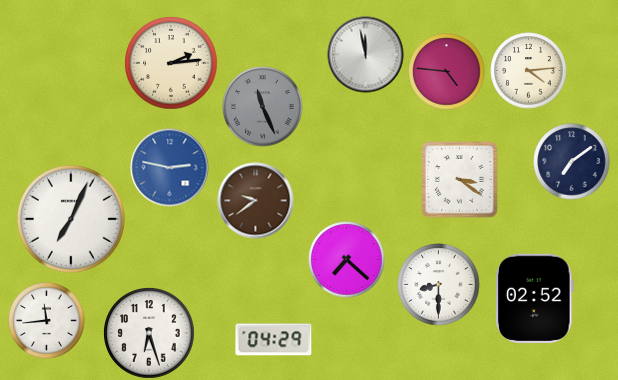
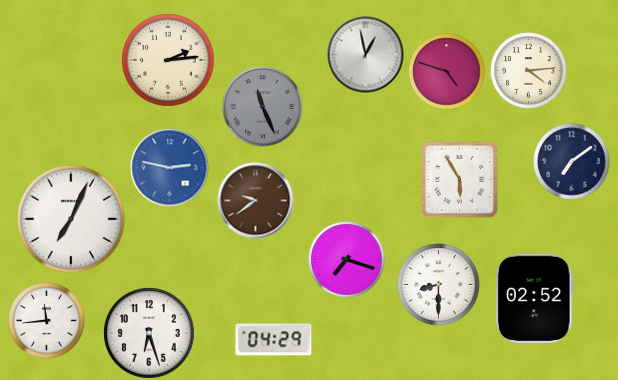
clock at (366, 55): 11:58 -> 12:58
clock at (171, 63) position: (171, 63) -> (168, 60)
clock at (447, 72): 4:46 -> 4:48
clock at (460, 180): 3:21 -> 5:55
clock at (347, 260): 7:22 -> 7:18
